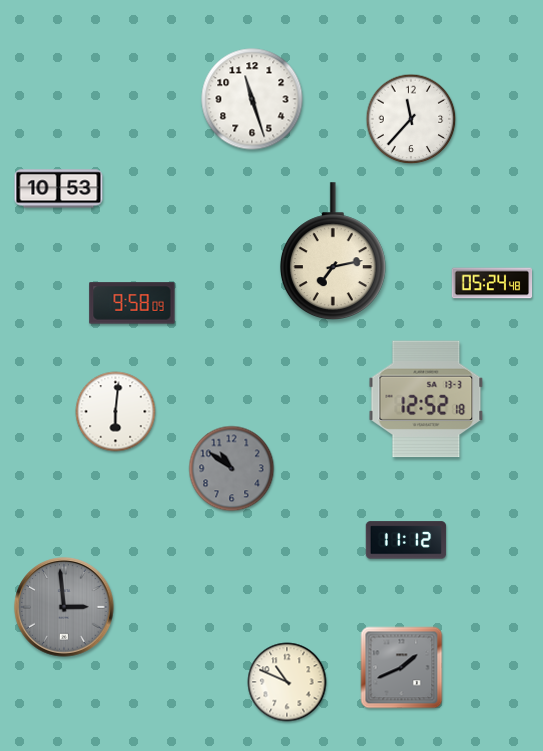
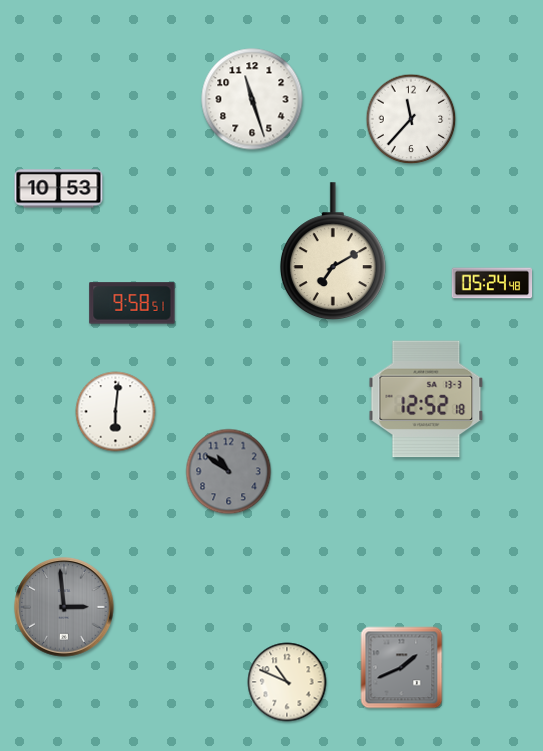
clock at (333, 251): 7:13 -> 7:10
clock at (132, 303): 9:58:09 -> 9:58:51
clock at (232, 469) position: (232, 469) -> (229, 472)
clock at (406, 540): 11:12 -> none
